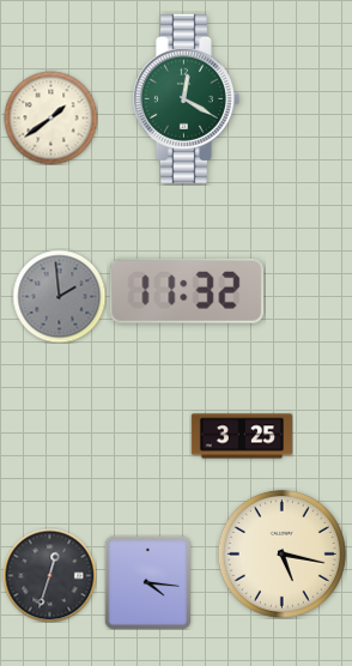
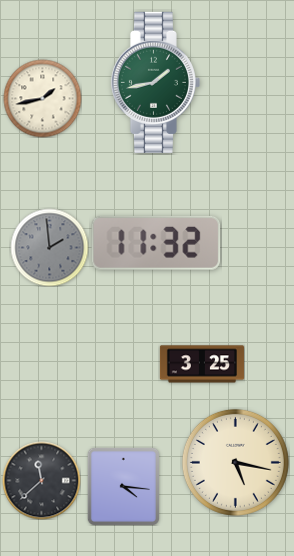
clock at (186, 98): 12:20 -> 1:43
clock at (50, 117): 1:39 -> 1:43
clock at (49, 575): 12:33 -> 11:38
